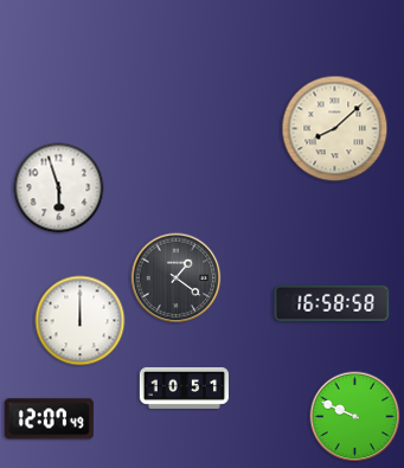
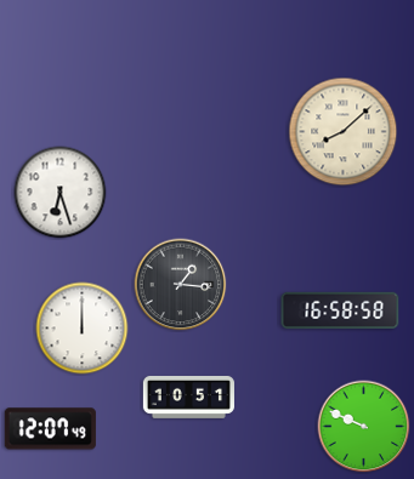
clock at (59, 188): 5:57 -> 6:27
clock at (177, 278): 1:21 -> 1:16
